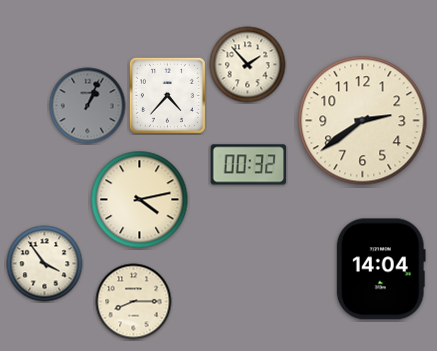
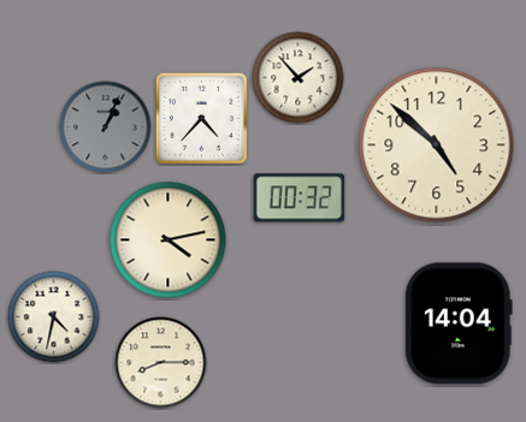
clock at (167, 95) position: (167, 95) -> (201, 118)
clock at (363, 121): 2:39 -> 4:52
clock at (45, 264): 3:54 -> 4:32
